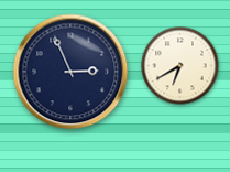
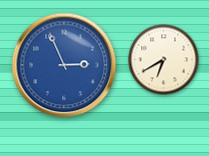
clock at (70, 72) dial: navy -> blue
